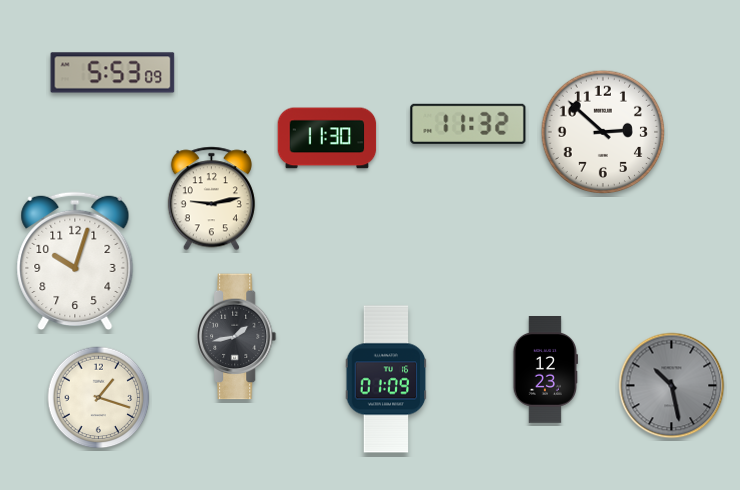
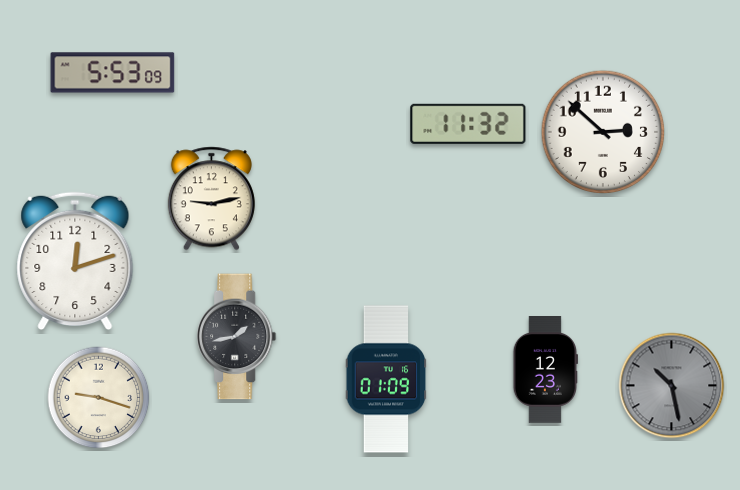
clock at (327, 138): 11:30 -> none
clock at (75, 261): 10:03 -> 12:12
clock at (99, 398): 1:18 -> 9:18
